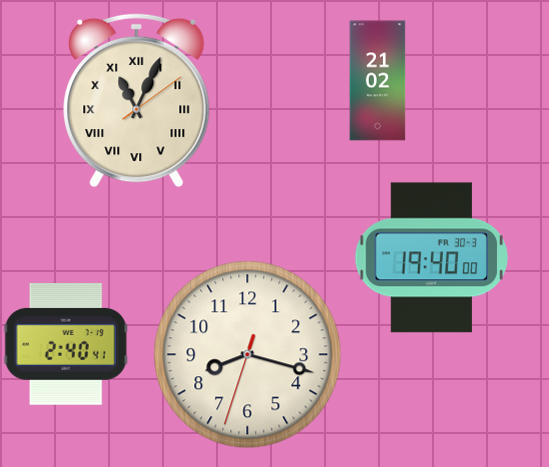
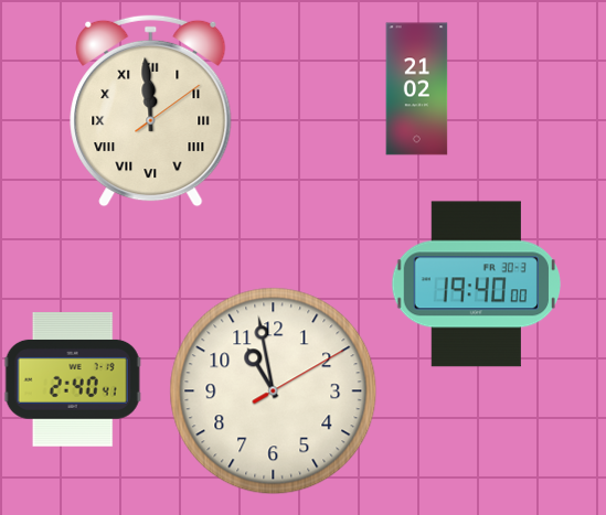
clock at (137, 100): 11:04 -> 11:59
clock at (248, 355): 8:17 -> 10:58
